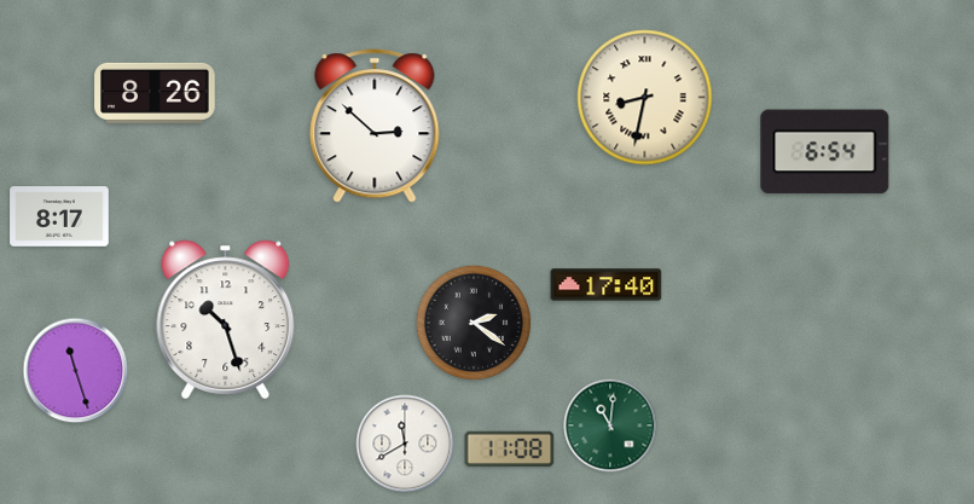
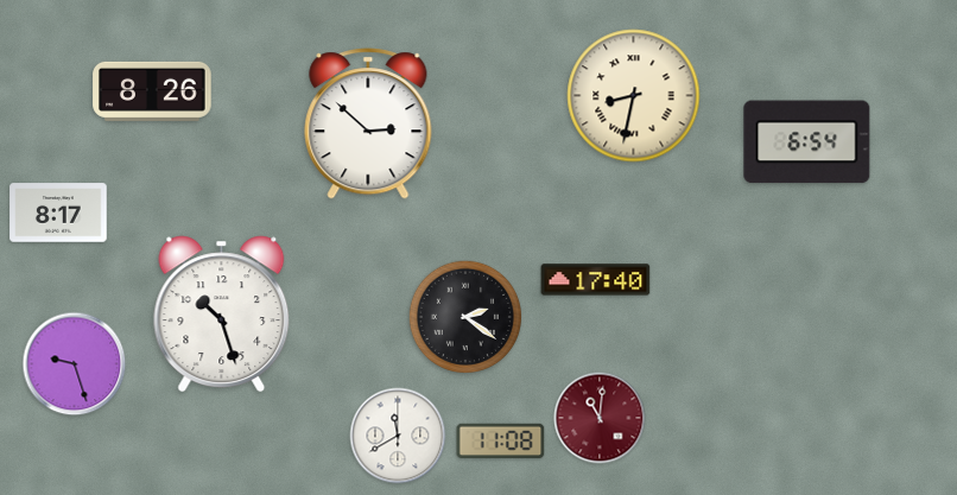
clock at (825, 152) position: (825, 152) -> (807, 142)
clock at (76, 371): 11:27 -> 9:27
clock at (610, 425) dial: green -> burgundy
